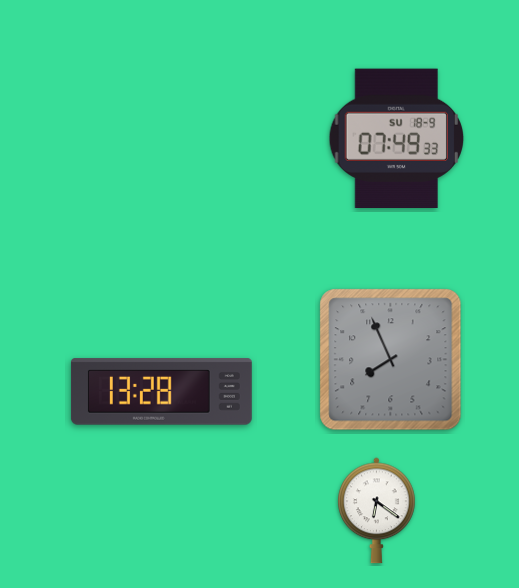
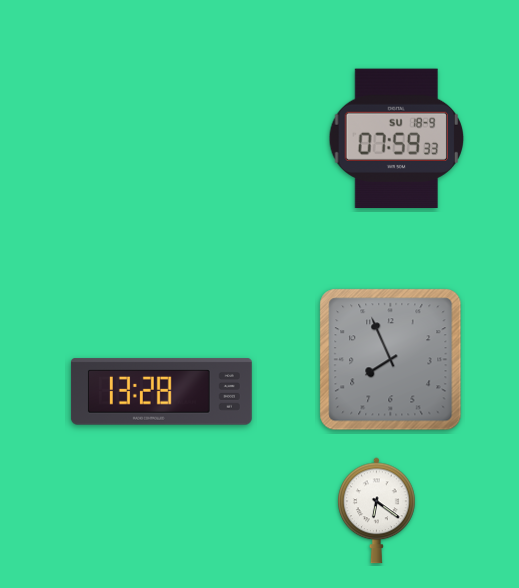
clock at (396, 138): 07:49 -> 07:59
